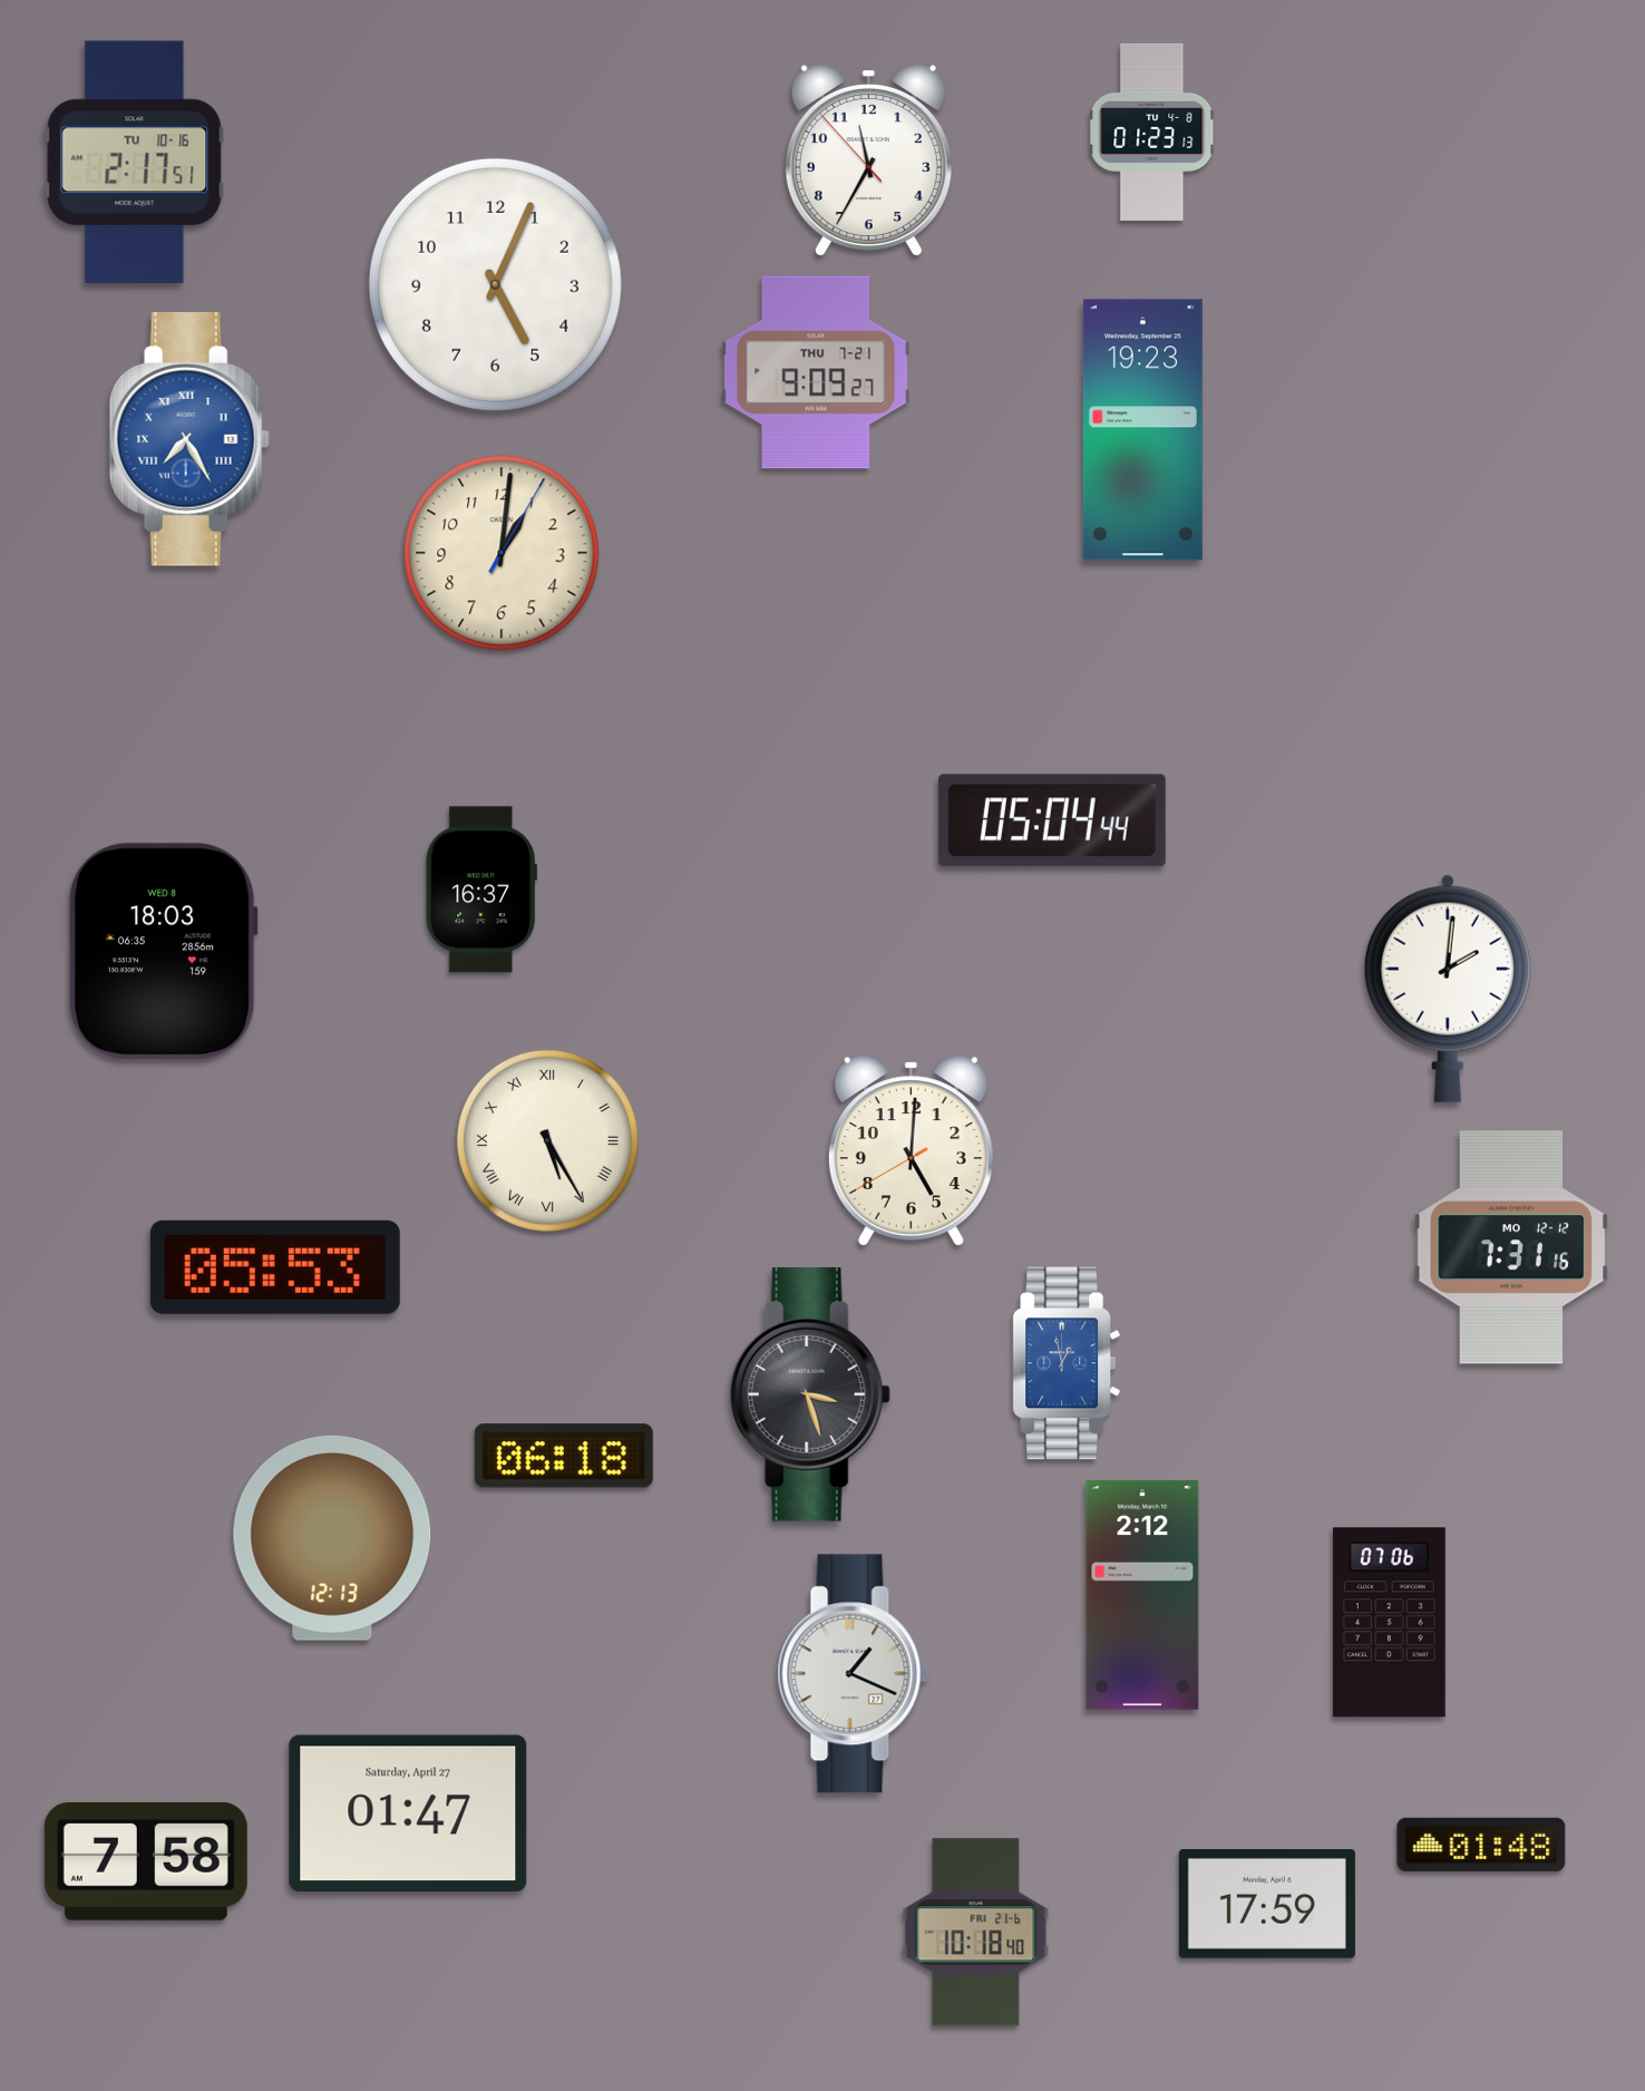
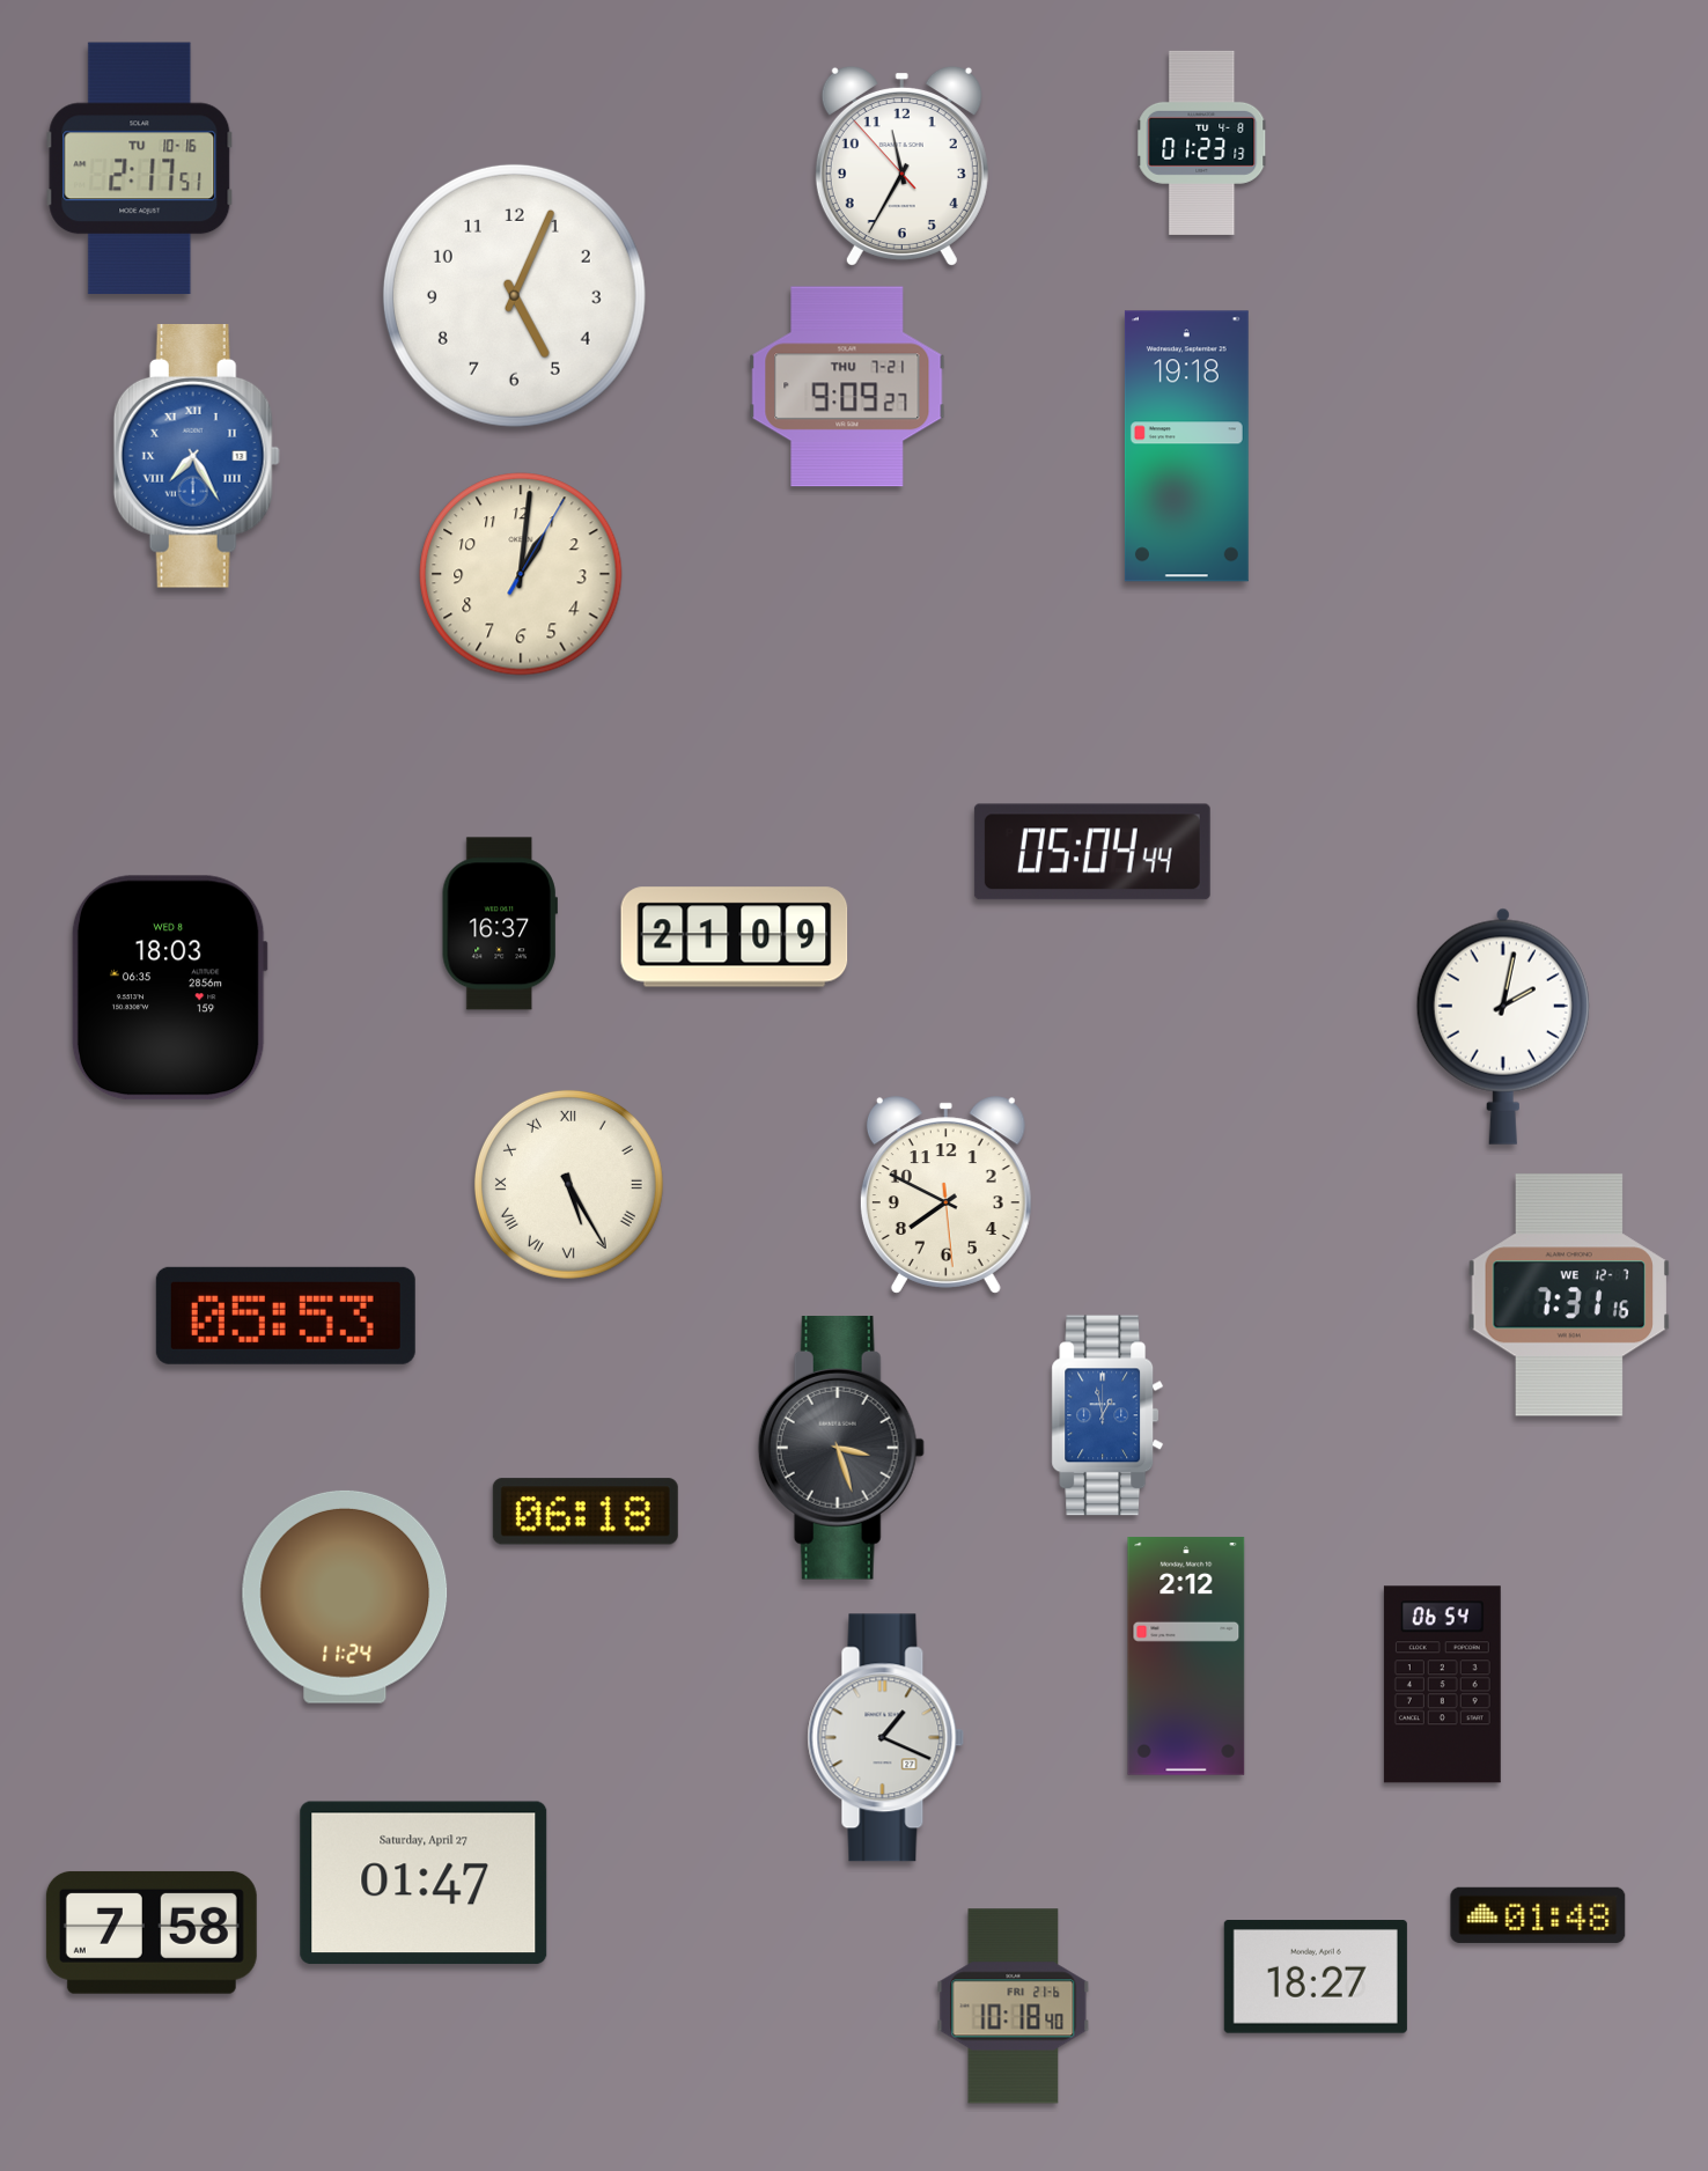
clock at (1152, 132) position: (1152, 132) -> (1202, 142)
clock at (1142, 430): 19:23 -> 19:18
clock at (735, 937): none -> 21:09
clock at (1448, 989): 2:01 -> 2:02
clock at (911, 1151): 5:00 -> 7:49
clock at (1511, 1247) date: MO 12-12 -> WE 12-7
clock at (332, 1538): 12:13 -> 11:24
clock at (1389, 1623): 07:06 -> 06:54
clock at (1267, 1905): 17:59 -> 18:27
